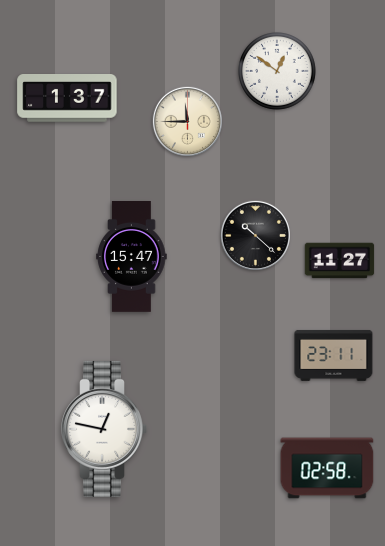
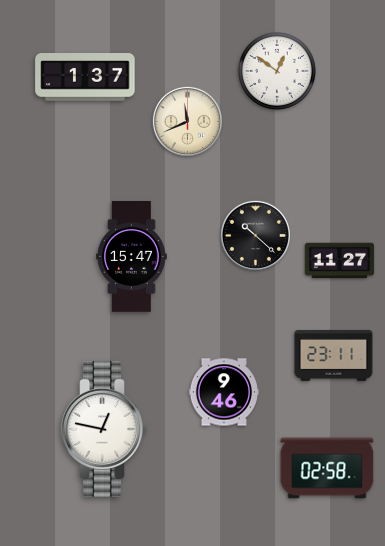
clock at (67, 99) position: (67, 99) -> (85, 78)
clock at (187, 121): 11:45 -> 11:41
clock at (224, 392): none -> 9:46
